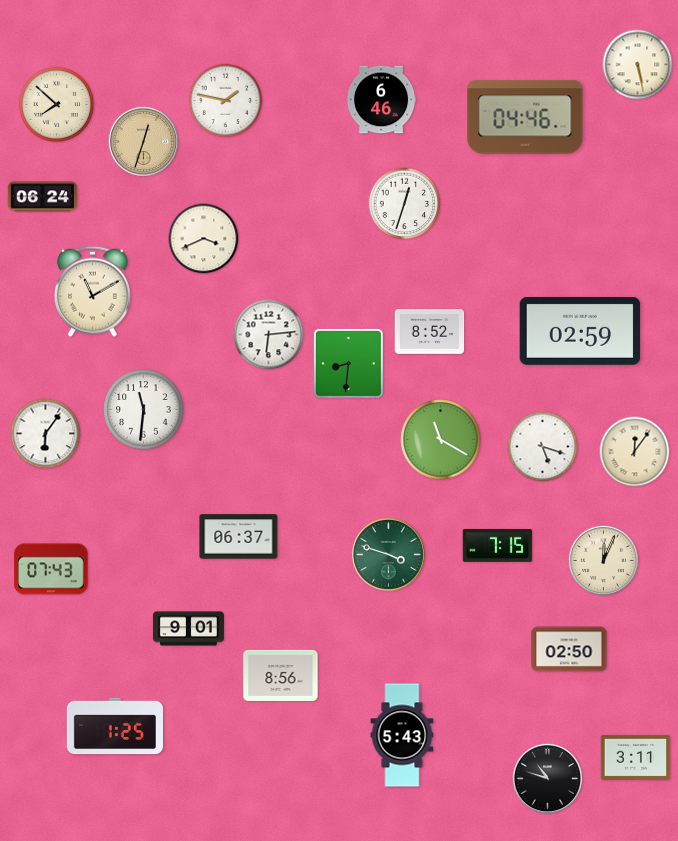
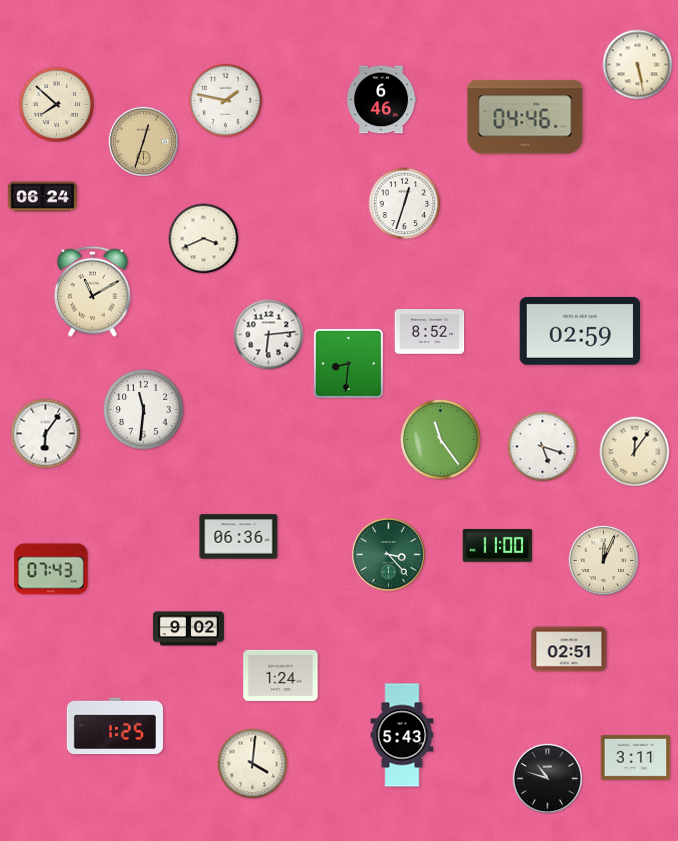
clock at (441, 440): 11:20 -> 11:24
clock at (239, 537): 06:37 -> 06:36
clock at (498, 545): 7:15 -> 11:00
clock at (388, 554): 3:48 -> 3:23
clock at (188, 629): 9:01 -> 9:02
clock at (569, 649): 02:50 -> 02:51
clock at (281, 675): 8:56 -> 1:24
clock at (253, 764): none -> 4:01
